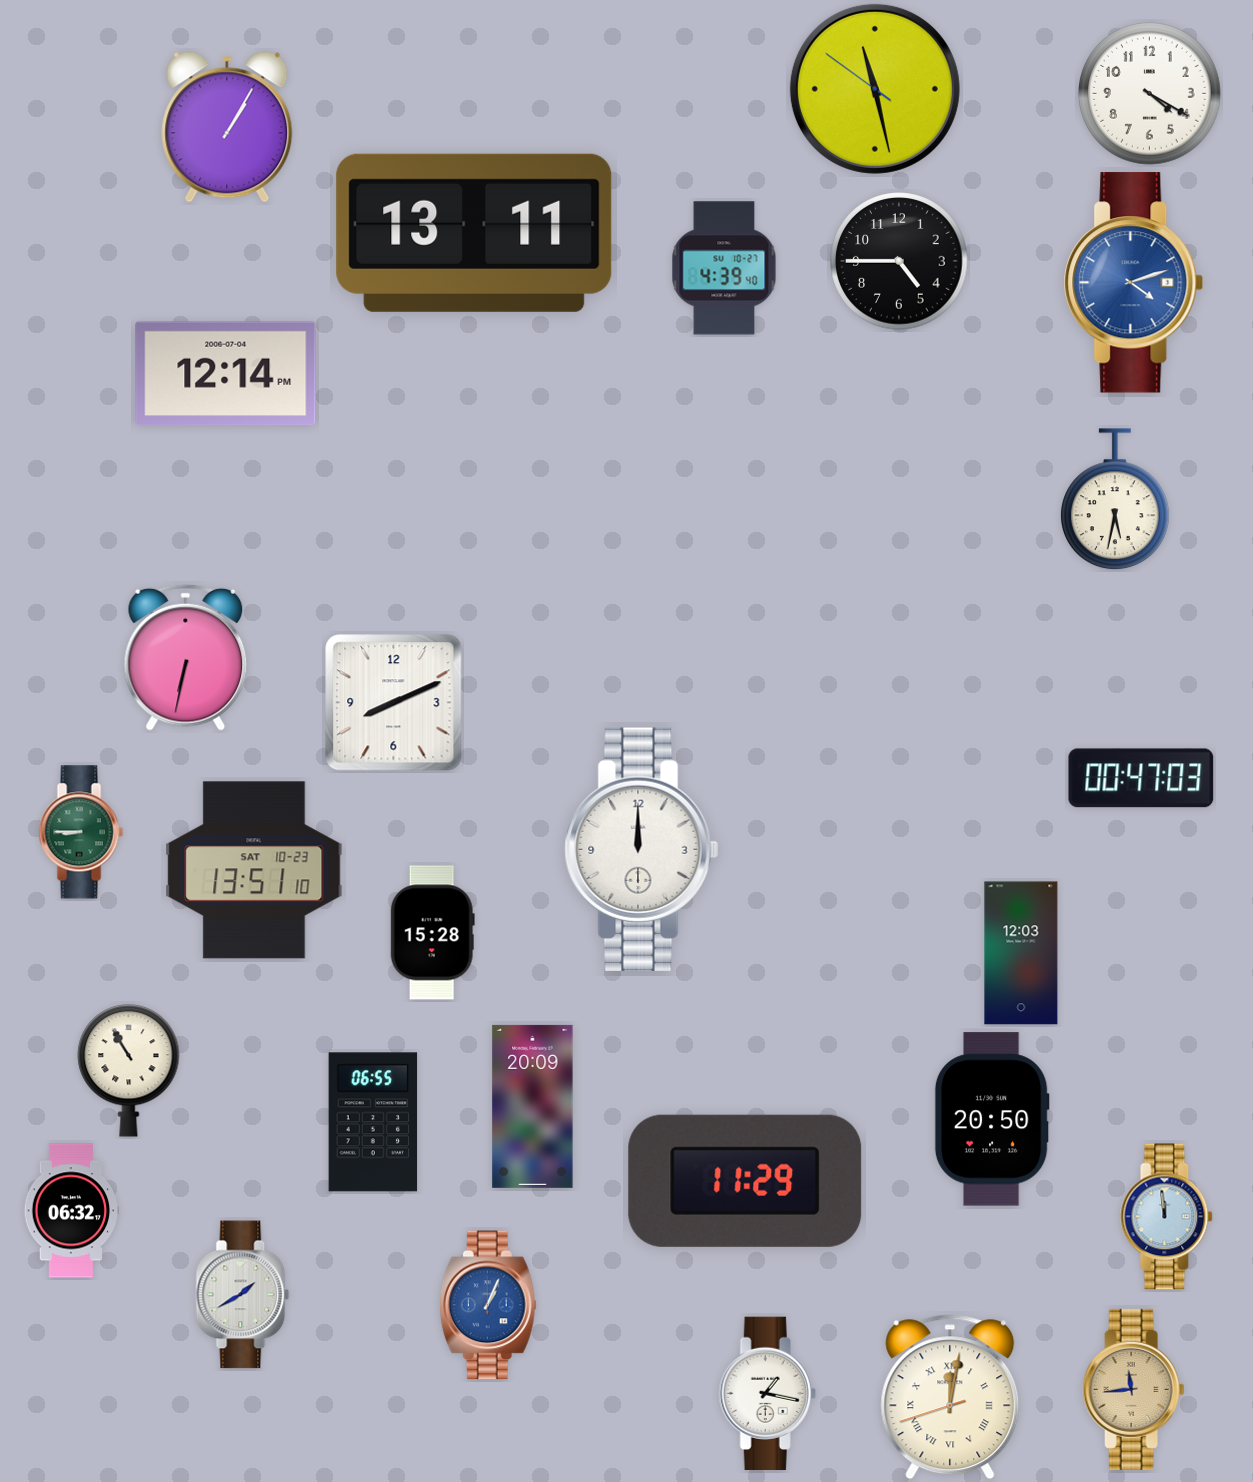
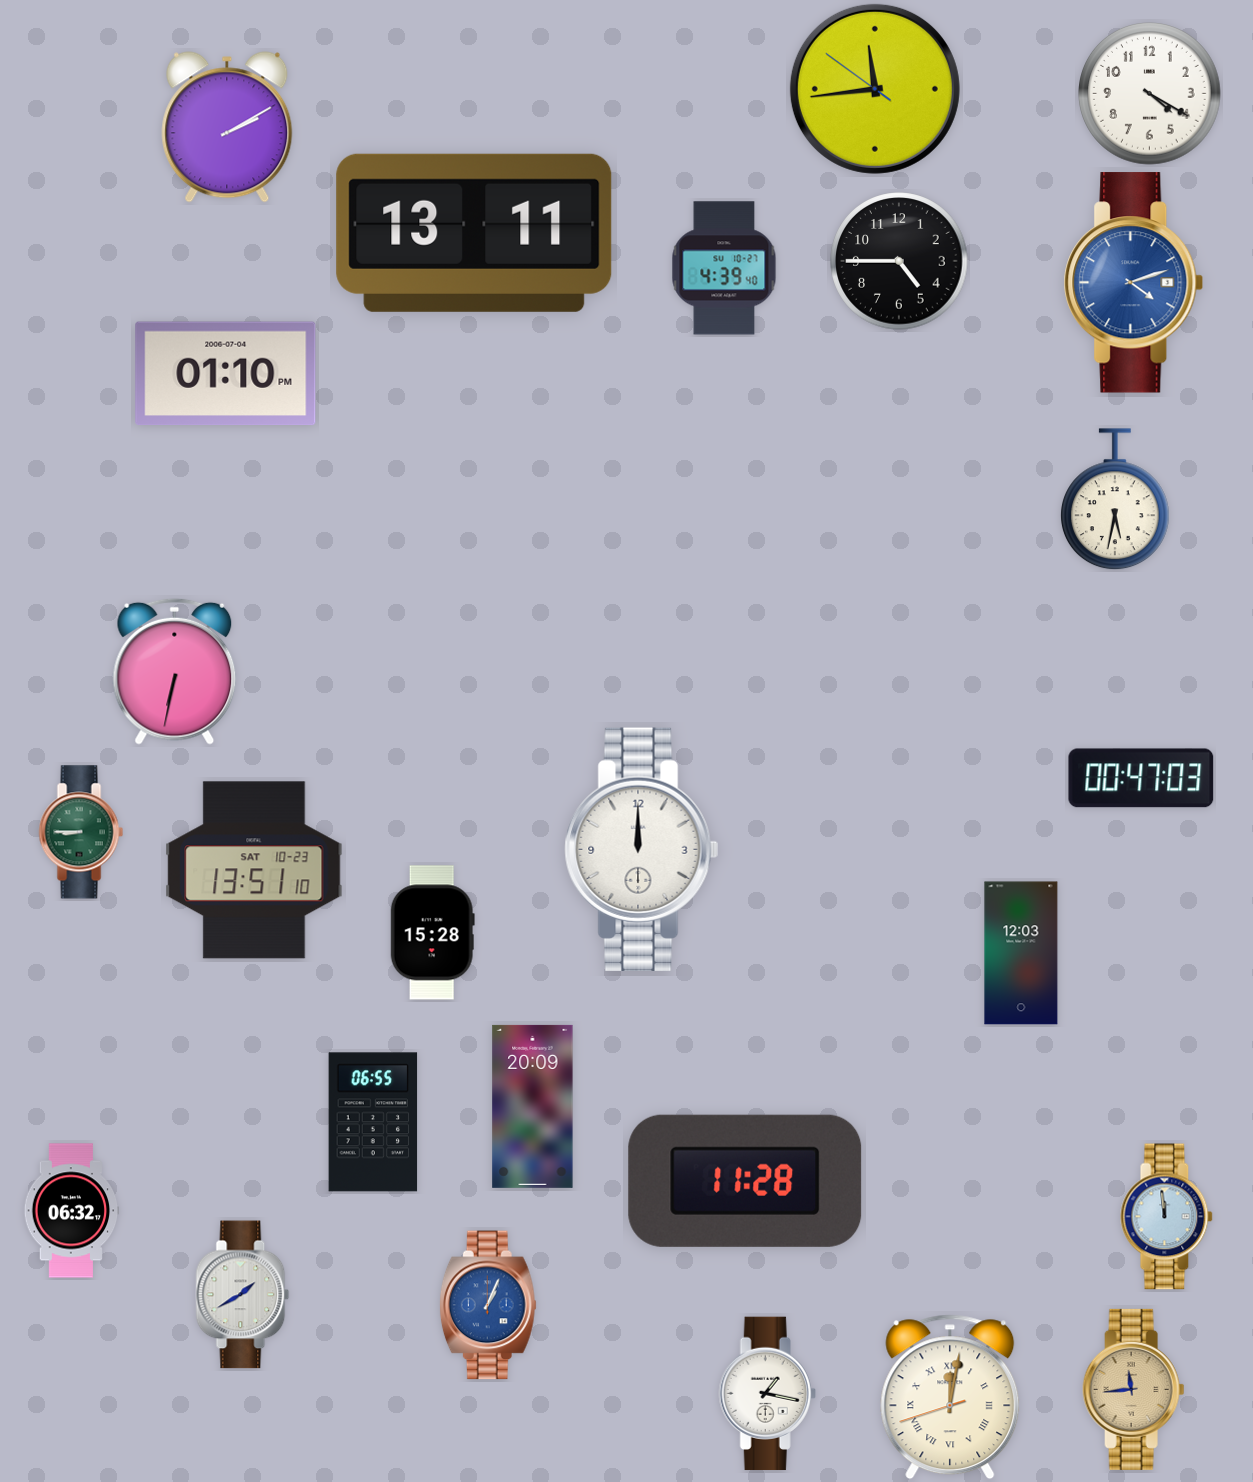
clock at (875, 89): 11:27 -> 11:43
clock at (227, 127): 1:05 -> 2:10
clock at (226, 374): 12:14 -> 01:10
clock at (186, 657) position: (186, 657) -> (175, 671)
clock at (394, 703): 8:11 -> none
clock at (129, 1071): 10:55 -> none
clock at (992, 1119): 20:50 -> none
clock at (745, 1181): 11:29 -> 11:28
